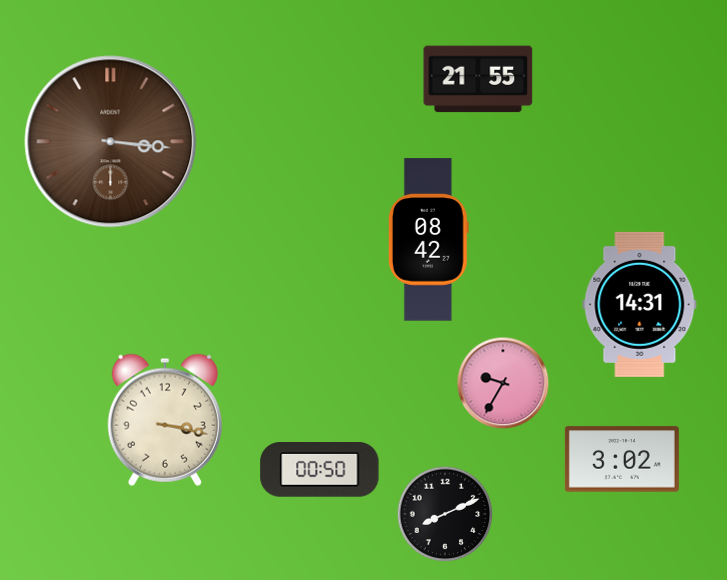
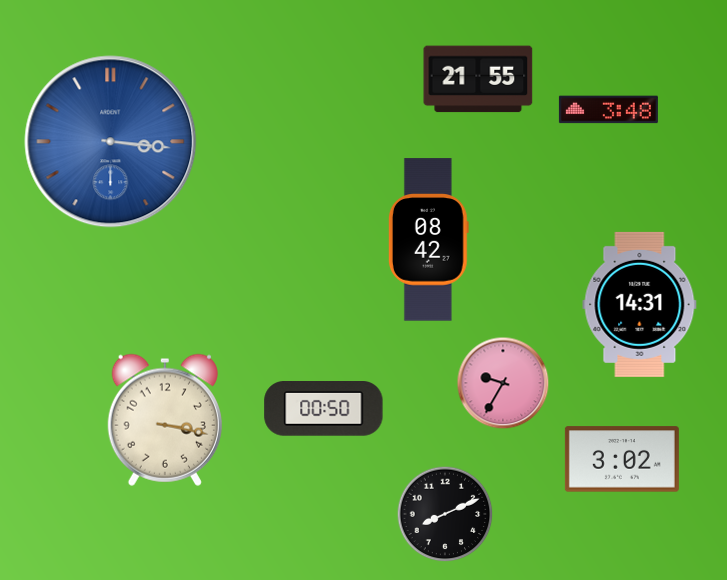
clock at (608, 110): none -> 3:48
clock at (111, 142) dial: brown -> blue
clock at (320, 470) position: (320, 470) -> (324, 409)
